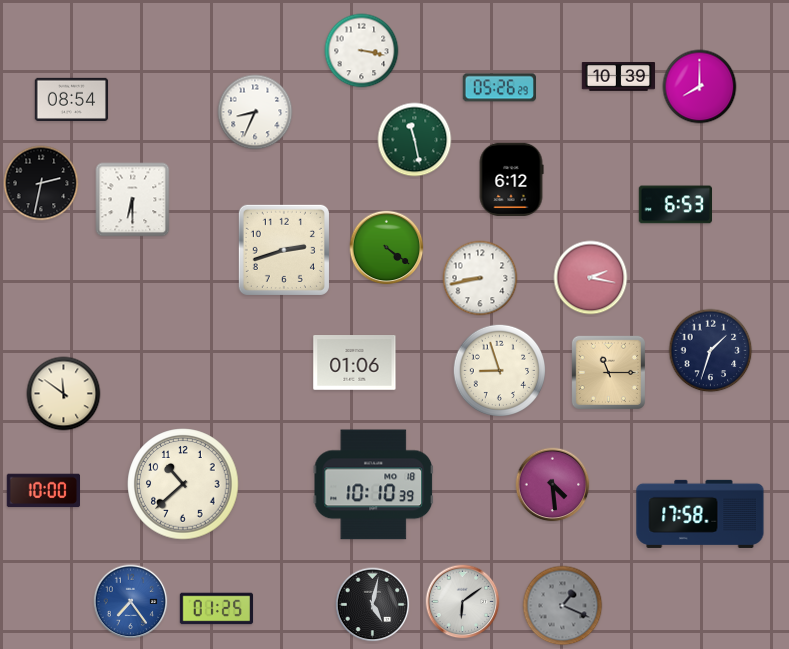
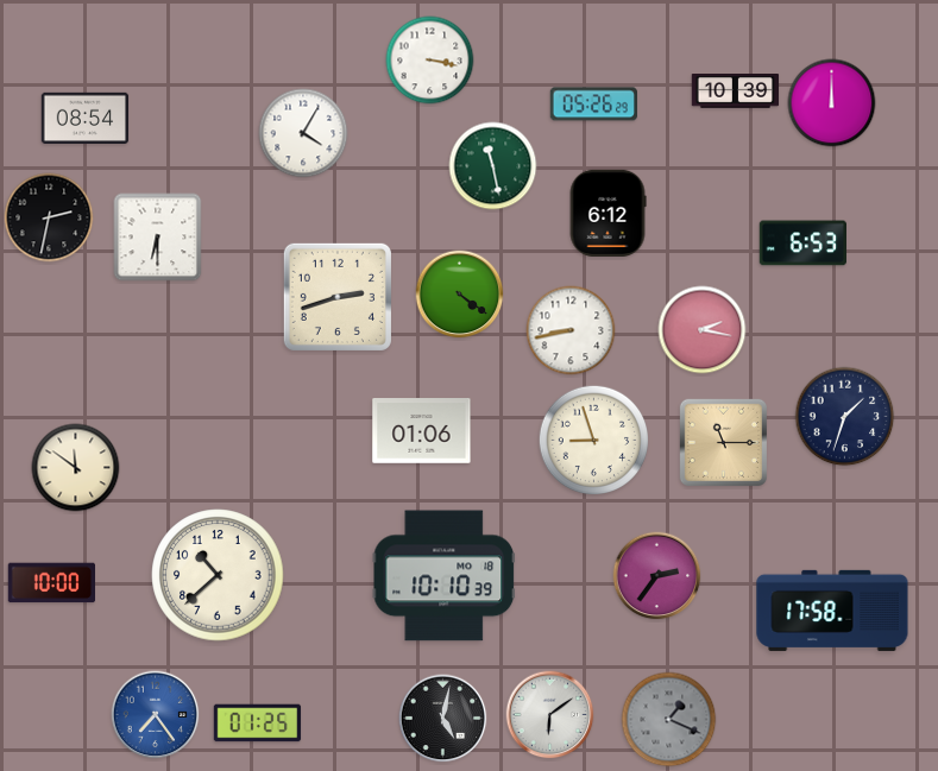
clock at (700, 87): 8:00 -> 12:00
clock at (255, 112): 8:34 -> 4:05
clock at (553, 485): 4:29 -> 2:36
